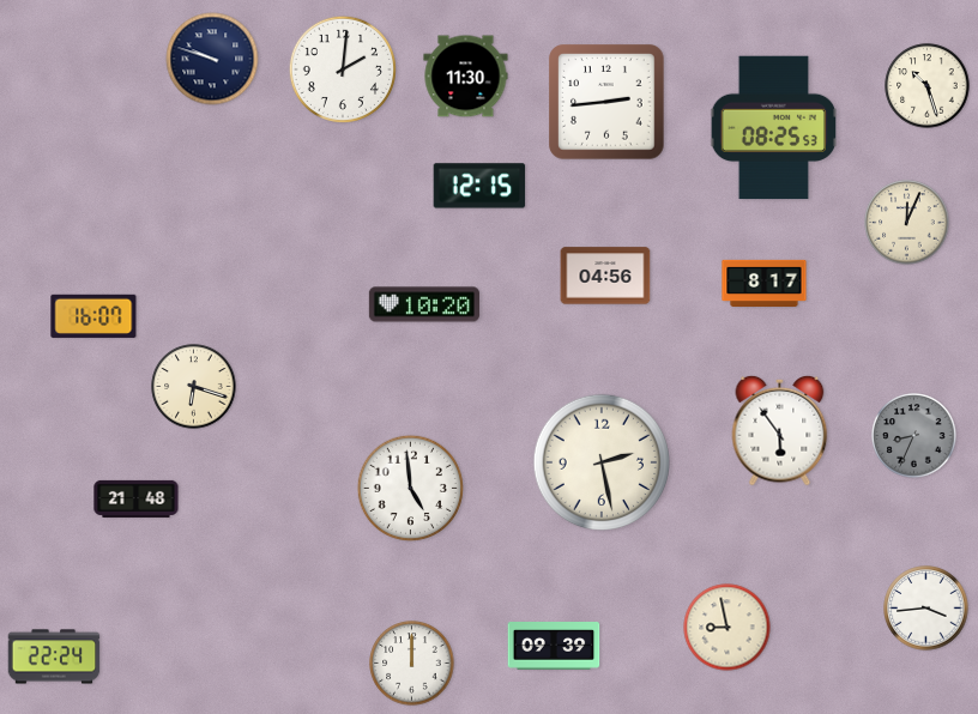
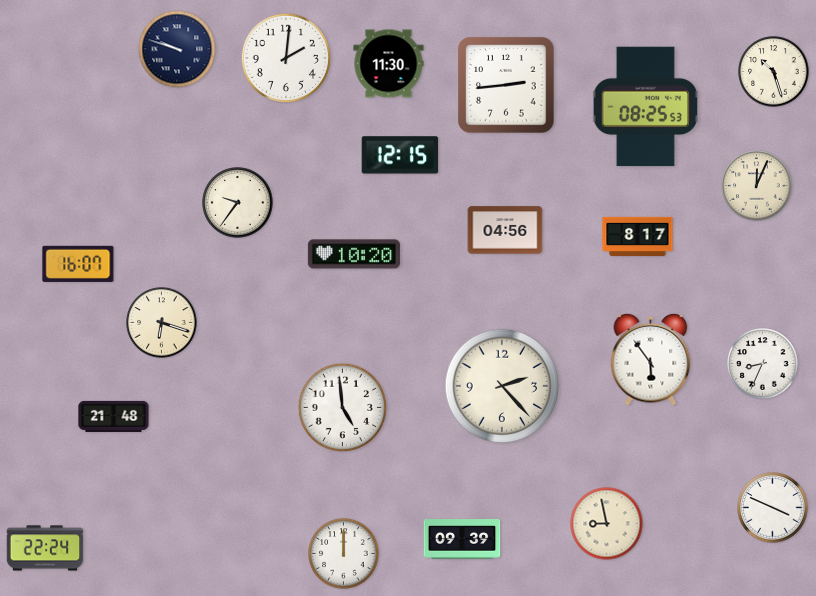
clock at (238, 203): none -> 9:36
clock at (914, 436) dial: grey -> white
clock at (600, 461): 2:28 -> 2:23
clock at (926, 609): 3:44 -> 3:49
